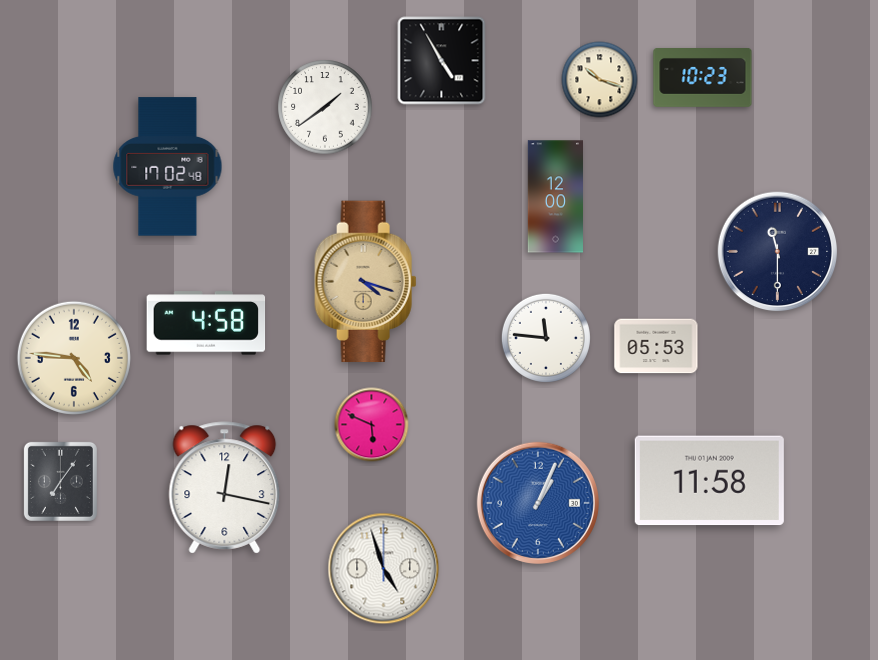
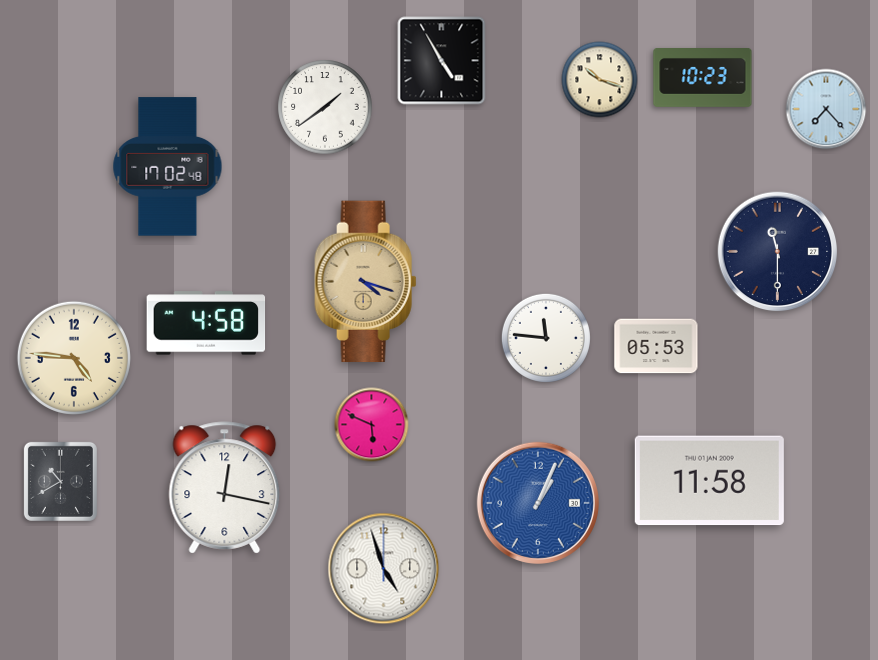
clock at (826, 109): none -> 7:23
clock at (555, 197): 12:00 -> none
clock at (60, 481): 7:06 -> 10:40
